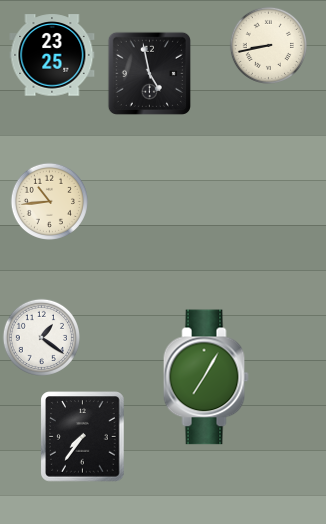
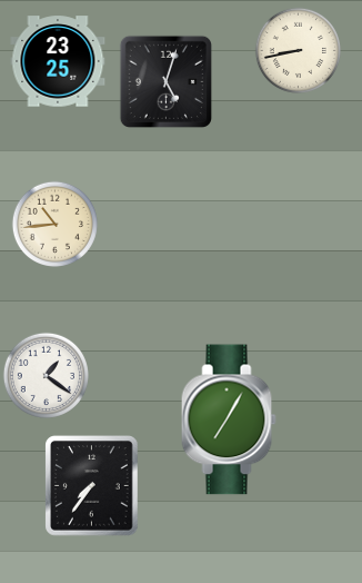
clock at (149, 73): 4:58 -> 5:03
